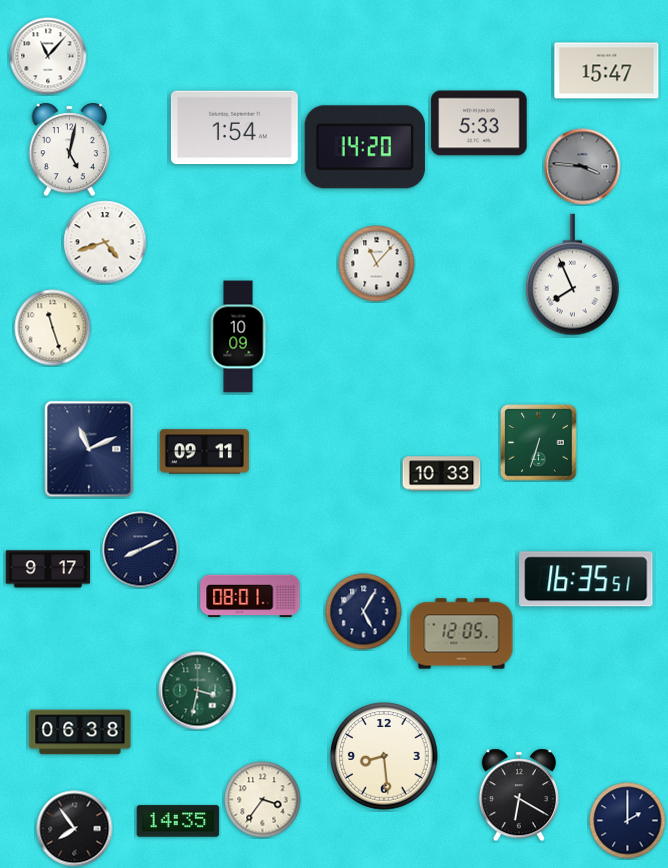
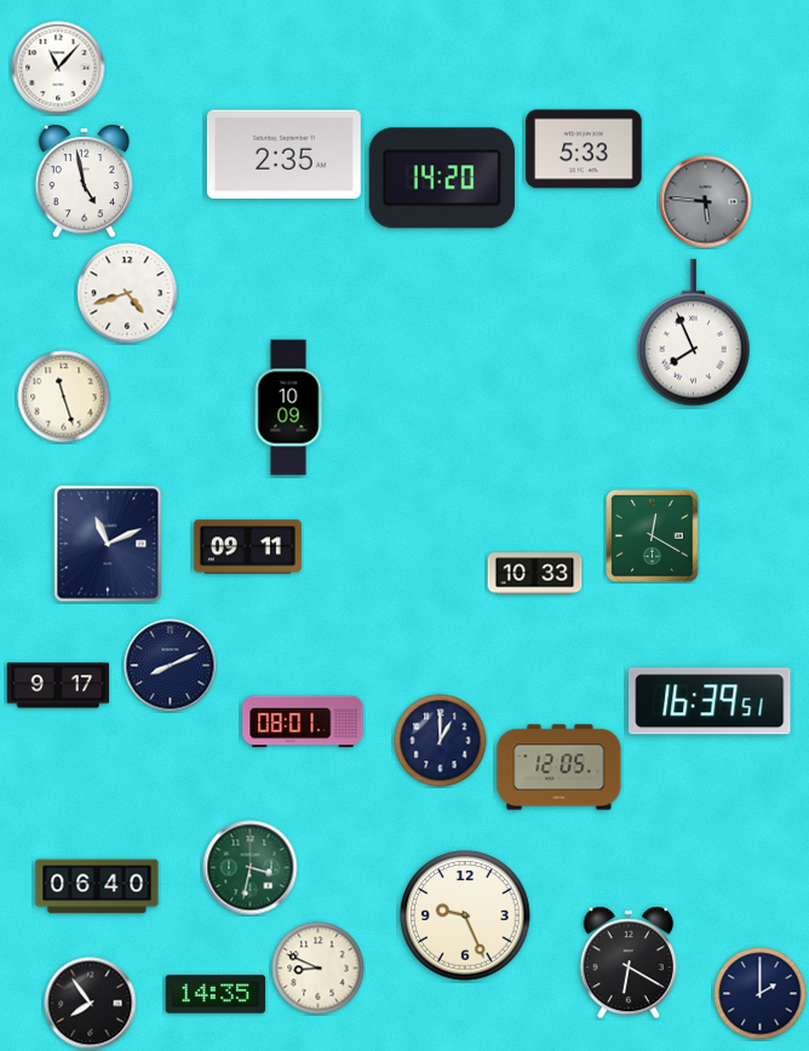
clock at (607, 71): 15:47 -> none
clock at (479, 123) position: (479, 123) -> (584, 149)
clock at (234, 128): 1:54 -> 2:35
clock at (70, 150): 5:02 -> 4:58
clock at (583, 167): 3:46 -> 5:46
clock at (377, 264): 11:07 -> none
clock at (539, 443): 6:33 -> 12:20
clock at (48, 569) position: (48, 569) -> (58, 685)
clock at (586, 579): 16:35 -> 16:39
clock at (364, 612): 5:05 -> 1:00
clock at (198, 691) position: (198, 691) -> (251, 868)
clock at (80, 732): 06:38 -> 06:40
clock at (384, 756): 8:29 -> 9:26
clock at (263, 800): 3:36 -> 8:49
